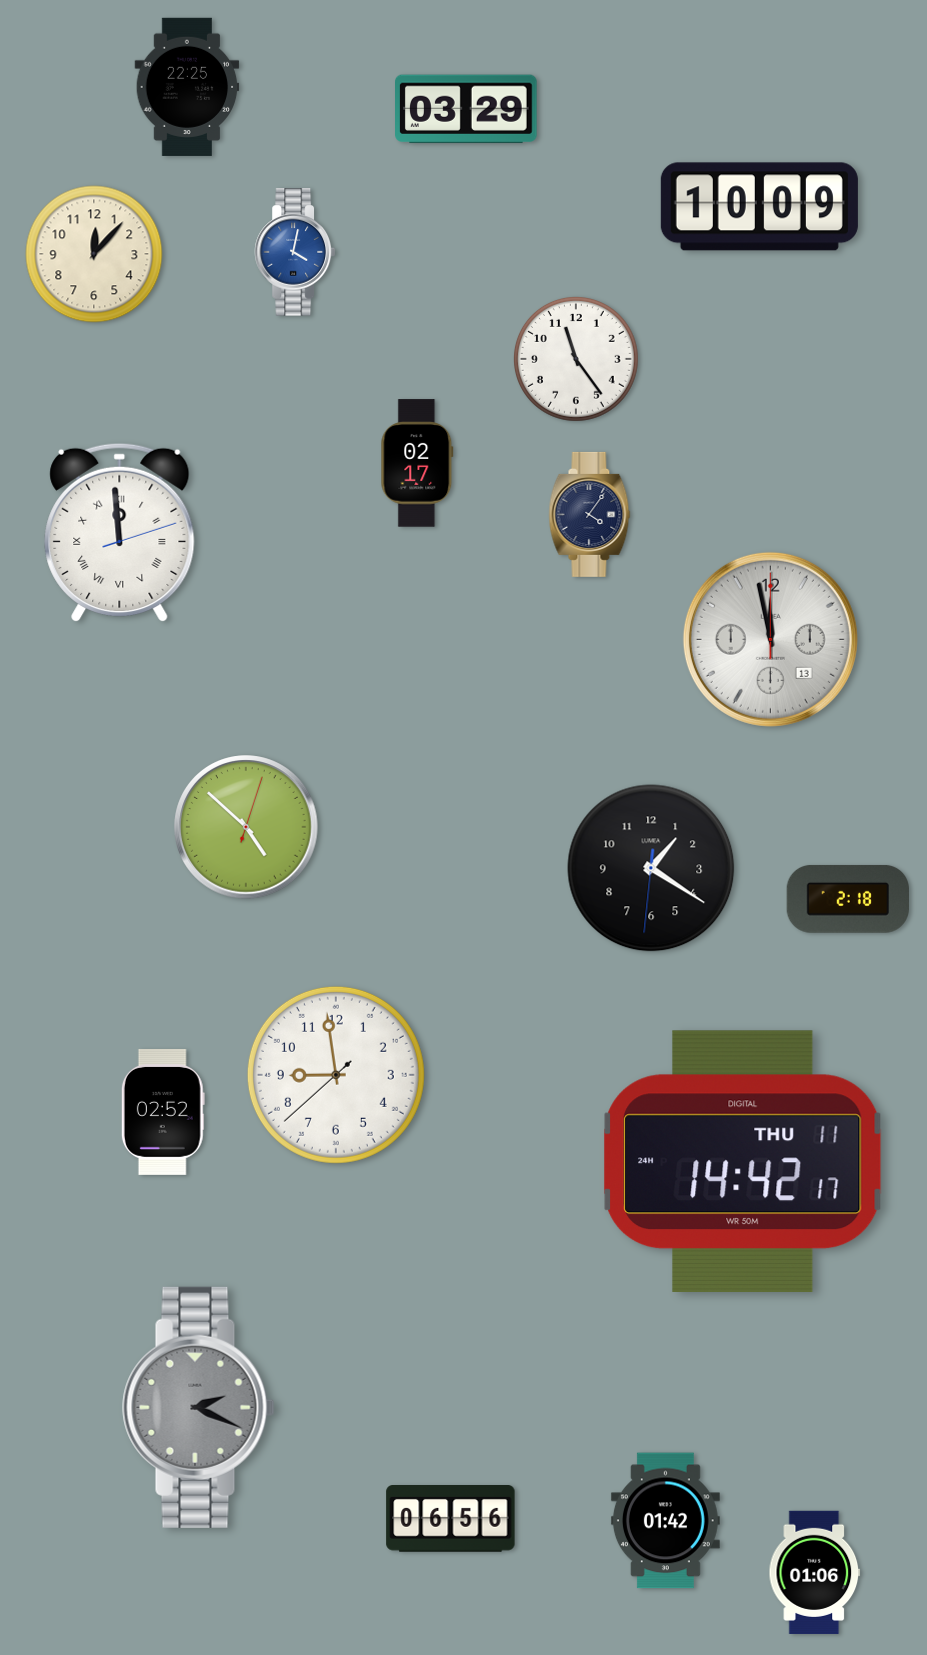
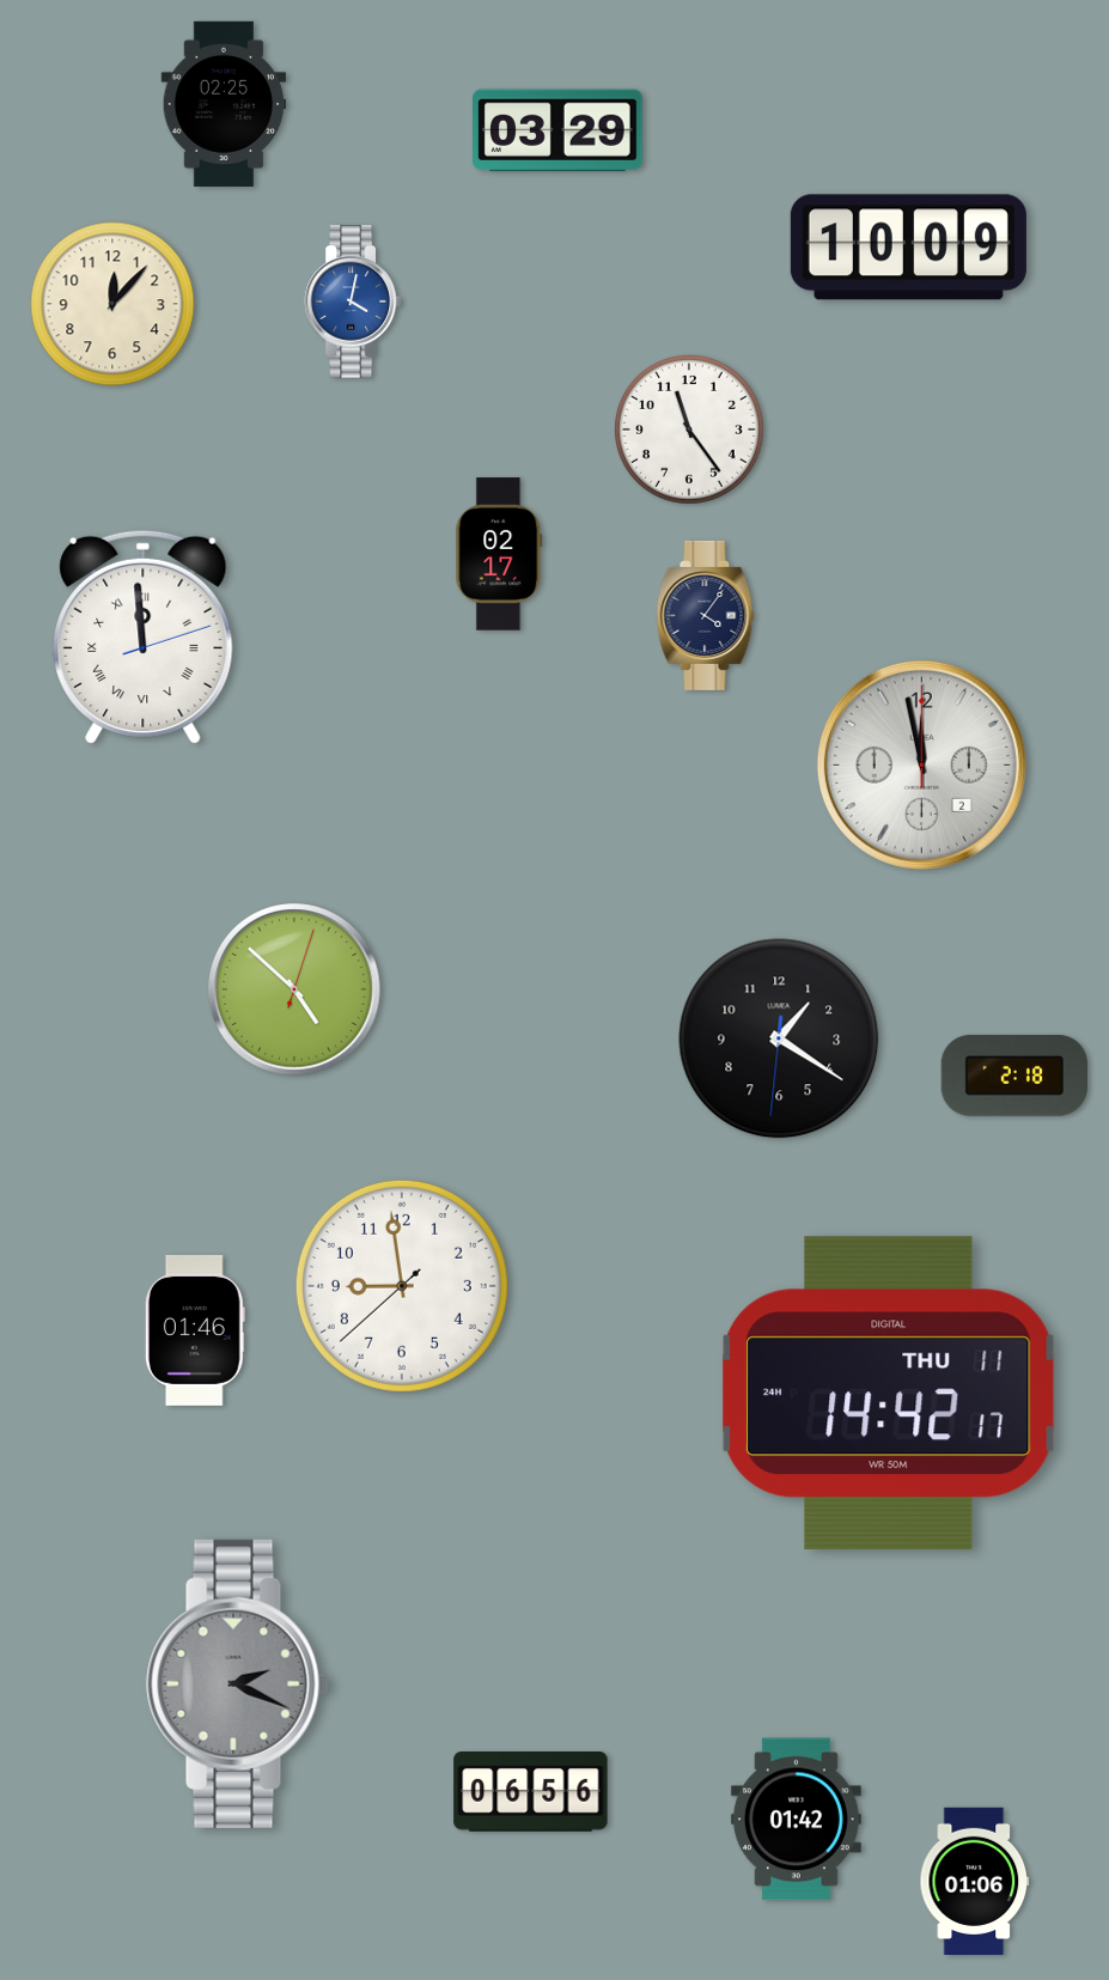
clock at (187, 87): 22:25 -> 02:25
clock at (770, 639) date: 13 -> 2
clock at (163, 1112): 02:52 -> 01:46
clock at (743, 1161) position: (743, 1161) -> (889, 1393)
clock at (451, 1519) position: (451, 1519) -> (531, 1792)
